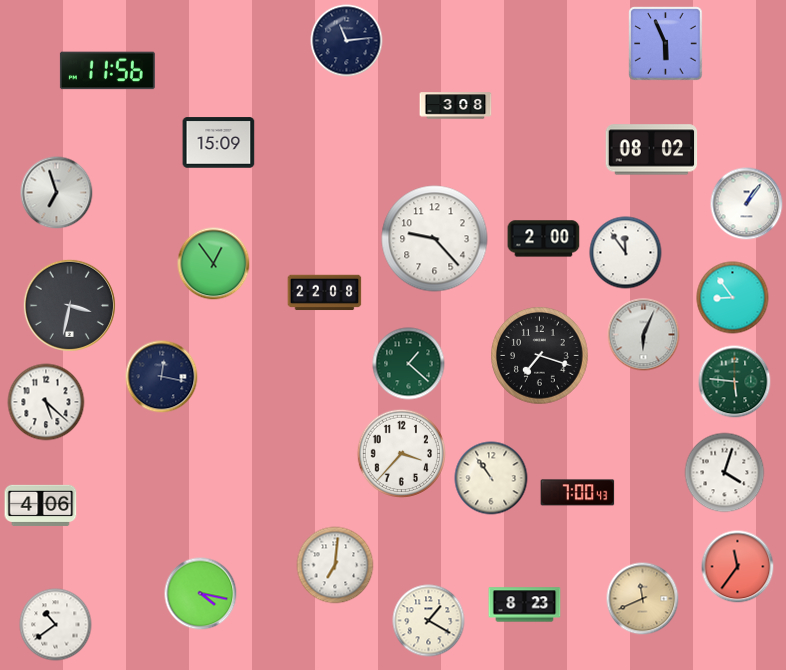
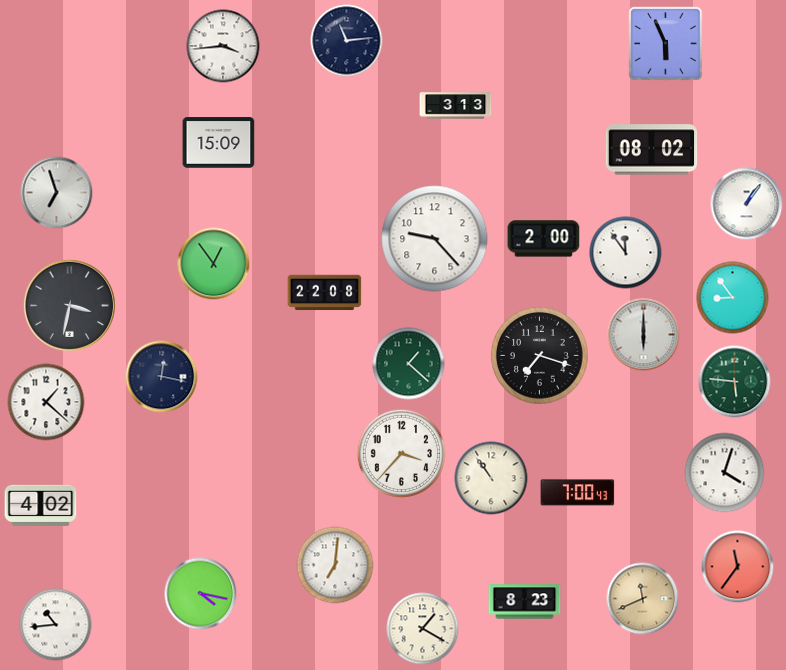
clock at (223, 46): none -> 3:44
clock at (107, 71): 11:56 -> none
clock at (456, 106): 3:08 -> 3:13
clock at (644, 335): 6:04 -> 6:00
clock at (46, 402): 5:22 -> 1:22
clock at (41, 505): 4:06 -> 4:02
clock at (525, 605) position: (525, 605) -> (525, 602)
clock at (429, 621) position: (429, 621) -> (423, 629)
clock at (56, 625): 10:39 -> 10:44
